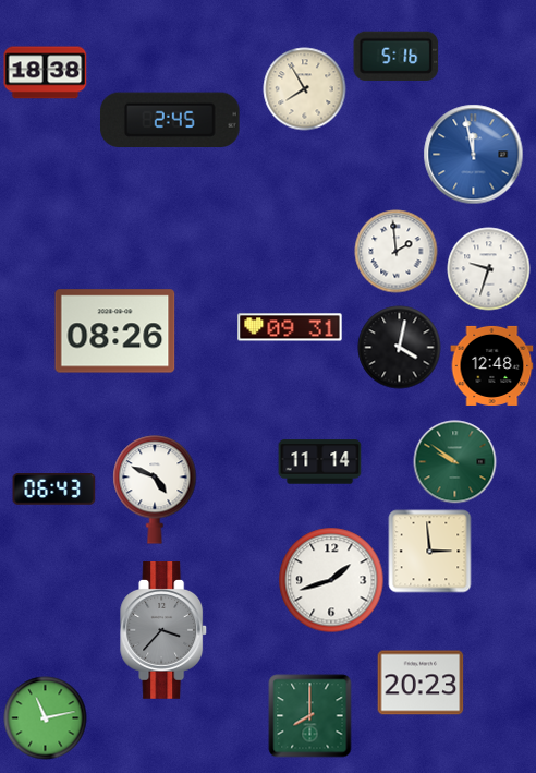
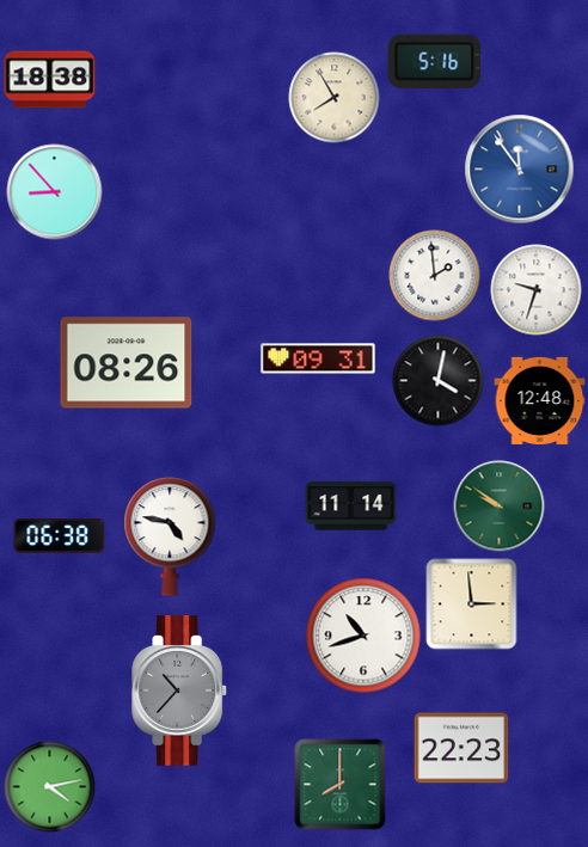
clock at (171, 120): 2:45 -> none
clock at (474, 155): 11:58 -> 11:54
clock at (55, 192): none -> 8:53
clock at (489, 269) position: (489, 269) -> (537, 290)
clock at (54, 490): 06:43 -> 06:38
clock at (155, 490): 4:49 -> 4:47
clock at (331, 580): 1:42 -> 10:42
clock at (165, 631): 3:37 -> 10:37
clock at (421, 683): 20:23 -> 22:23
clock at (46, 718): 11:13 -> 4:13
